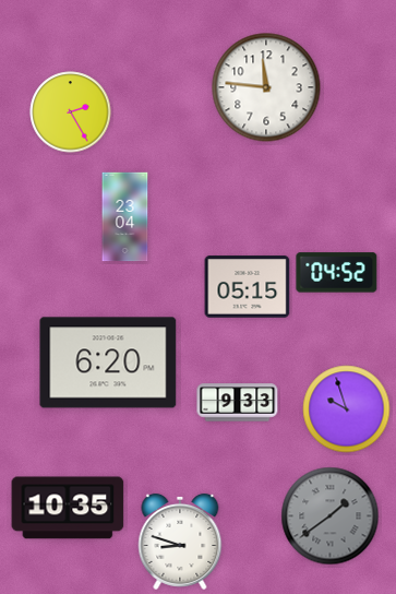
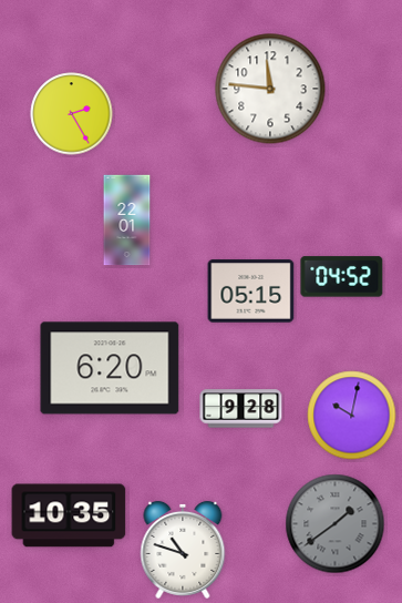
clock at (125, 217): 23:04 -> 22:01
clock at (238, 403): 9:33 -> 9:28
clock at (347, 409): 9:57 -> 10:02
clock at (180, 542): 8:48 -> 10:48
